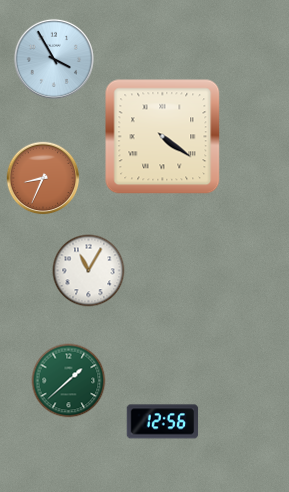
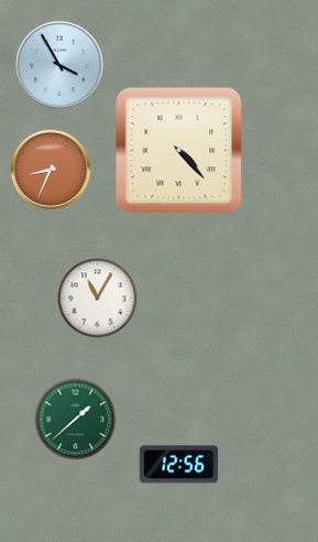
clock at (163, 137): 4:21 -> 4:23
clock at (43, 178) position: (43, 178) -> (51, 170)
